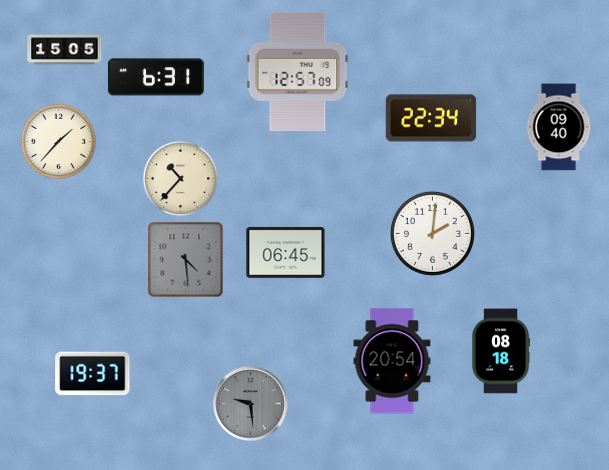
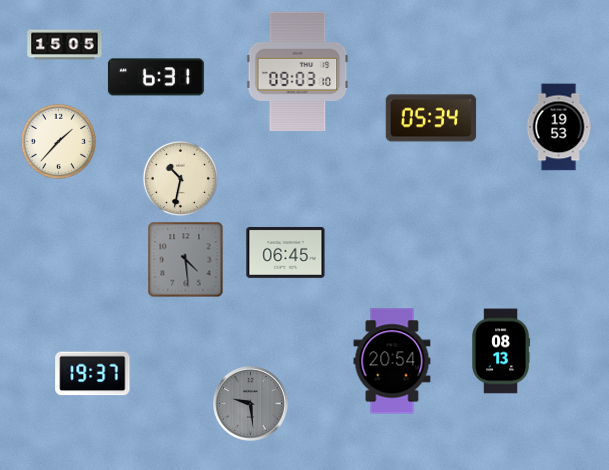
clock at (65, 50) position: (65, 50) -> (65, 45)
clock at (298, 71): 12:57 -> 09:03
clock at (431, 118): 22:34 -> 05:34
clock at (559, 127): 09:40 -> 19:53
clock at (180, 178): 10:37 -> 10:32
clock at (432, 233): 2:01 -> none
clock at (501, 351): 08:18 -> 08:13
